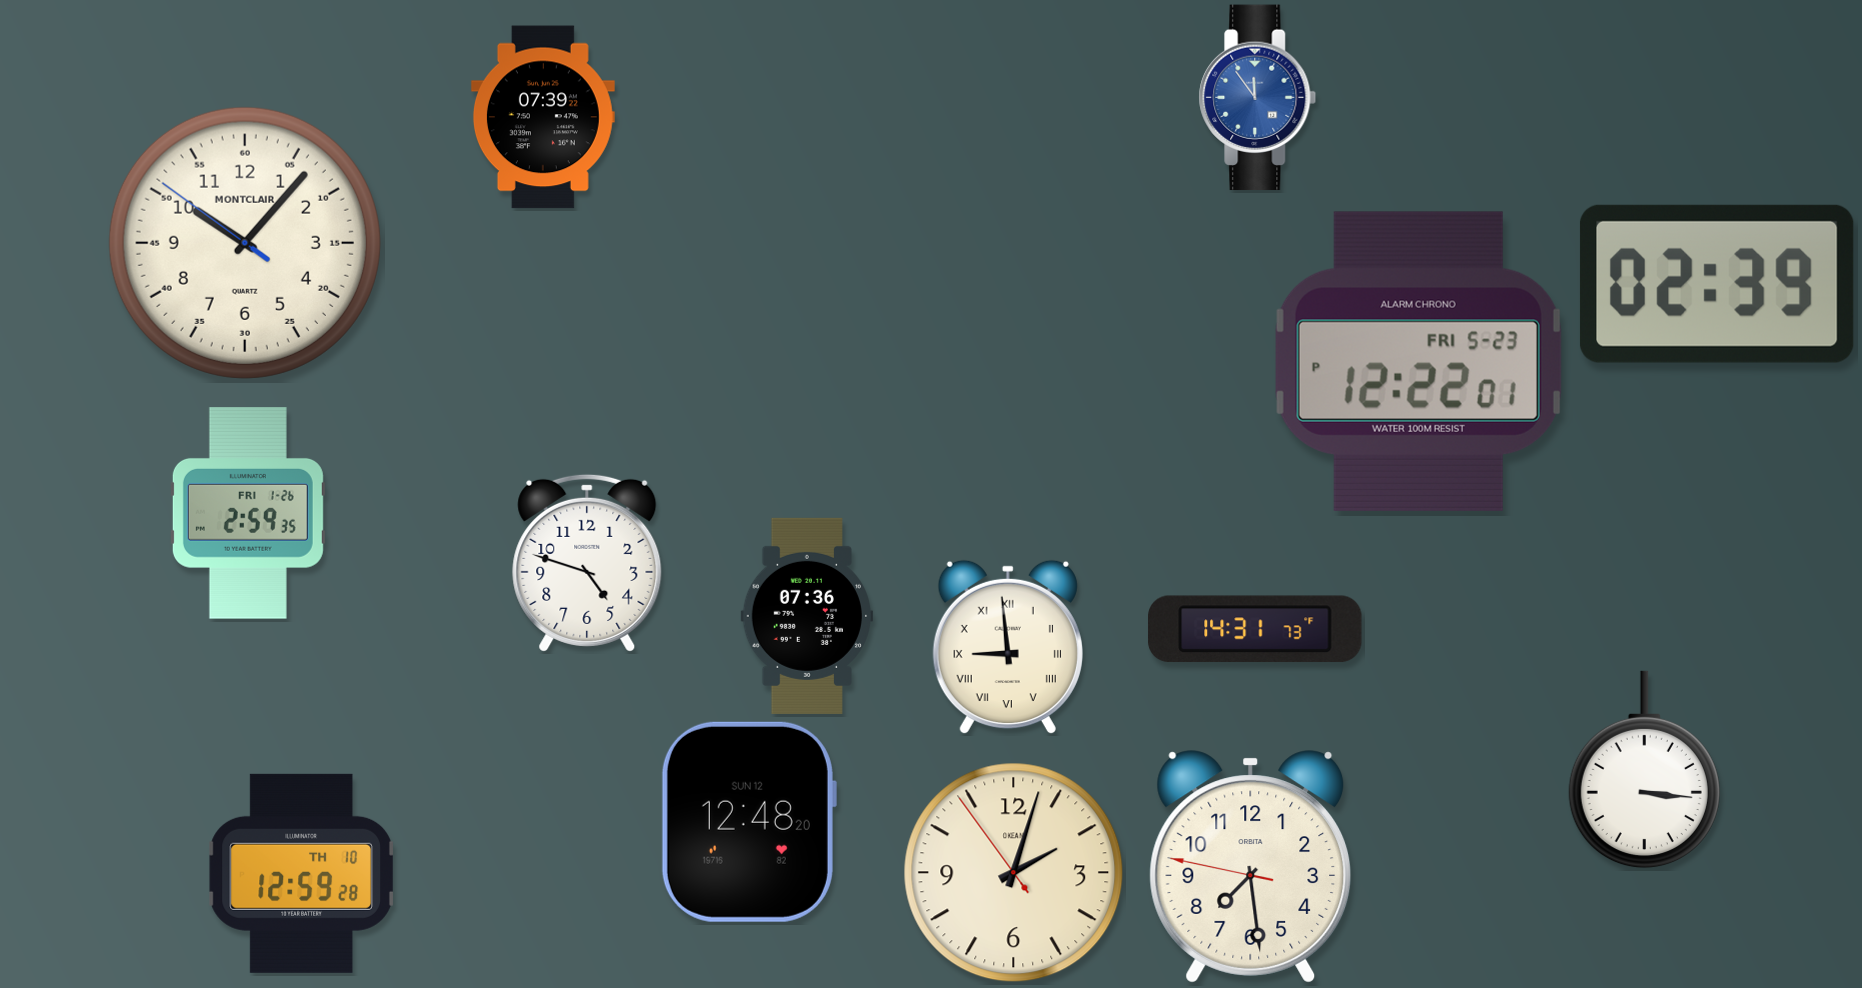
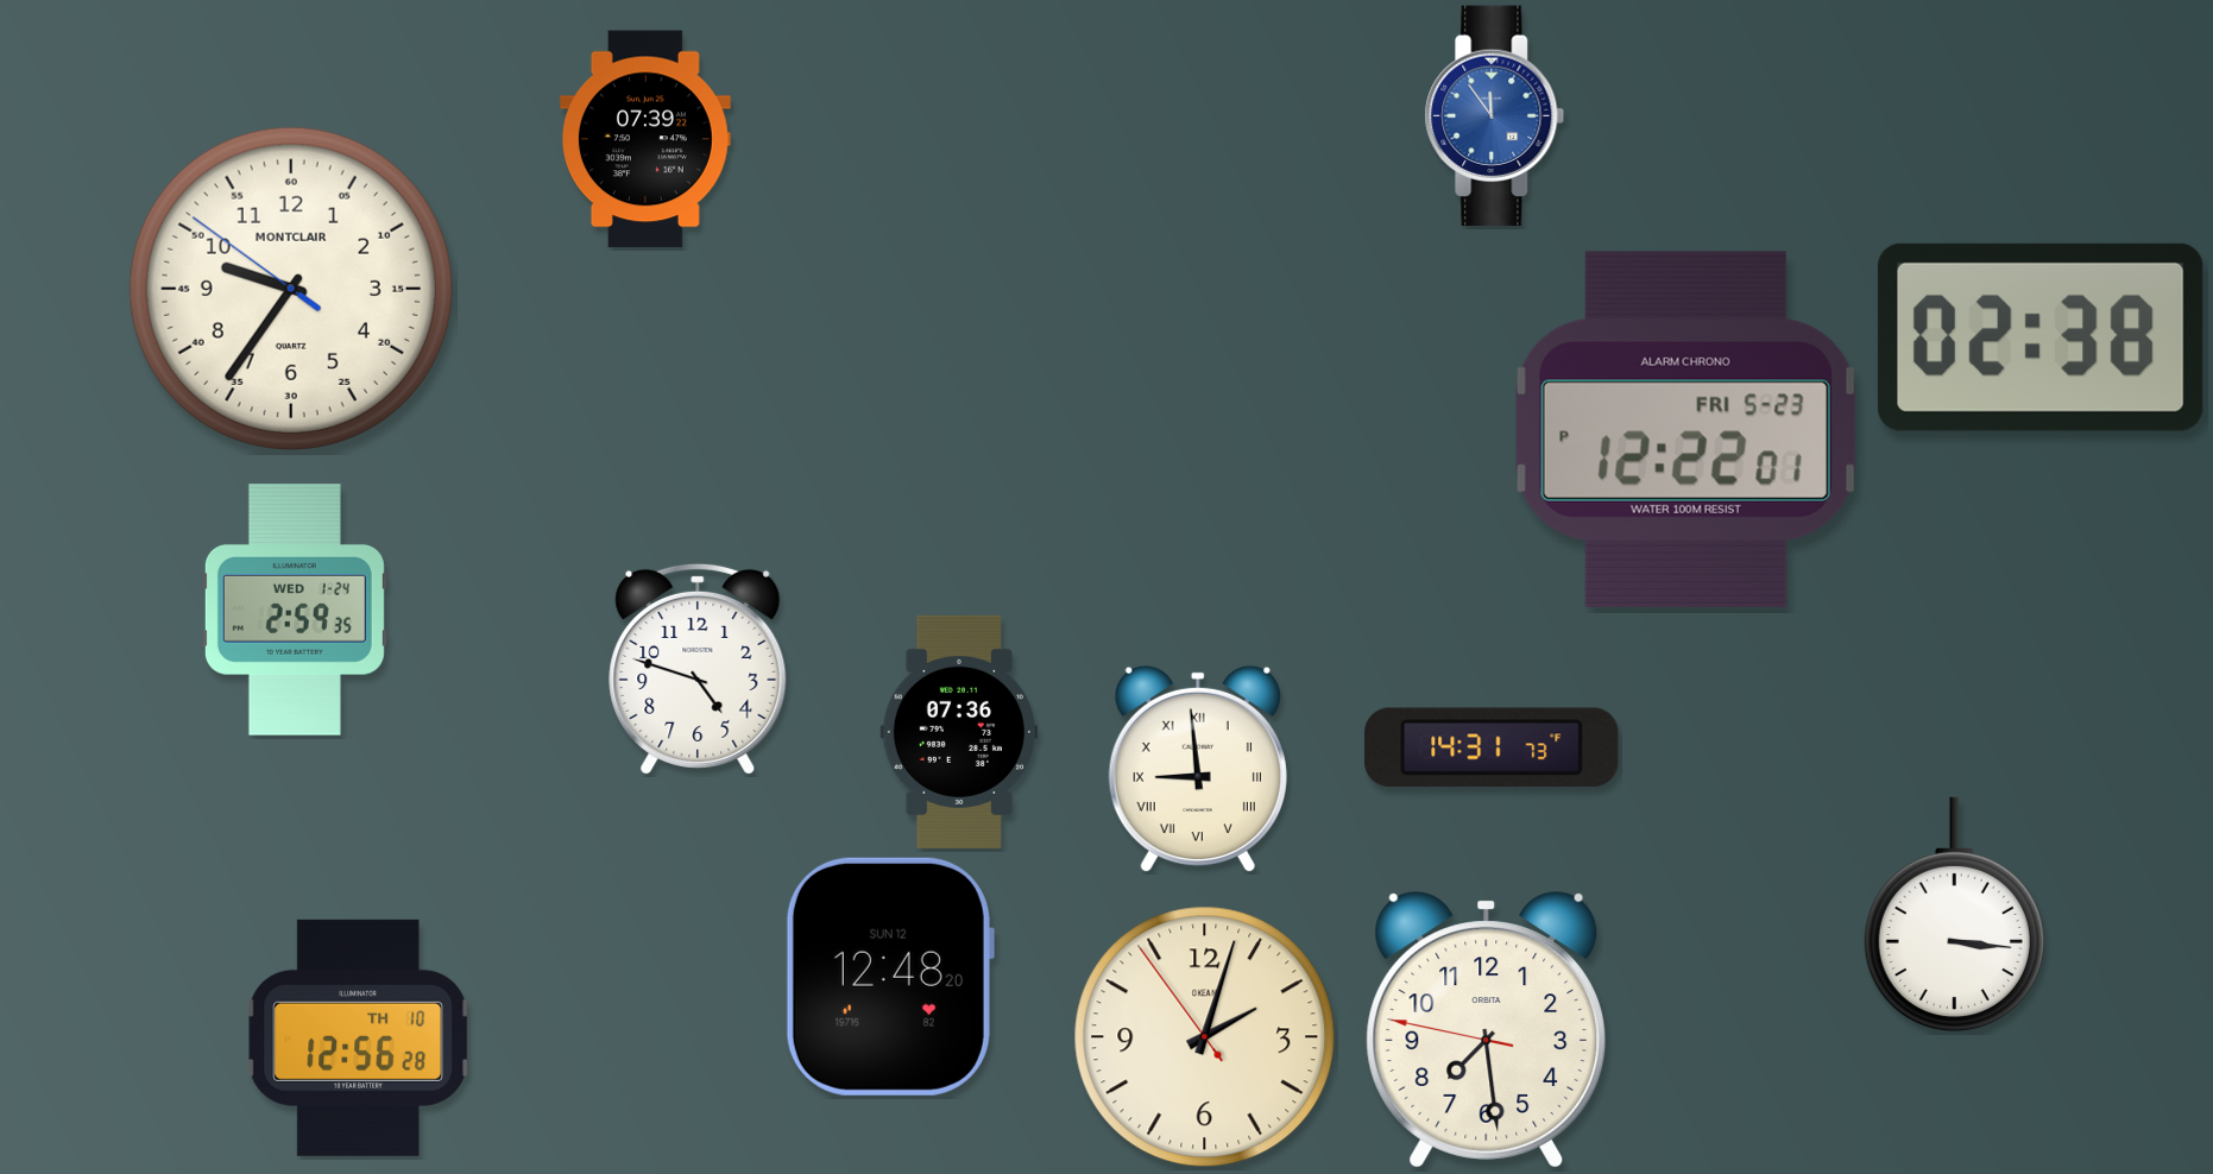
clock at (245, 243): 10:06 -> 9:35
clock at (1717, 284): 02:39 -> 02:38
clock at (248, 513) date: FRI 1-26 -> WED 1-24
clock at (302, 873): 12:59 -> 12:56
